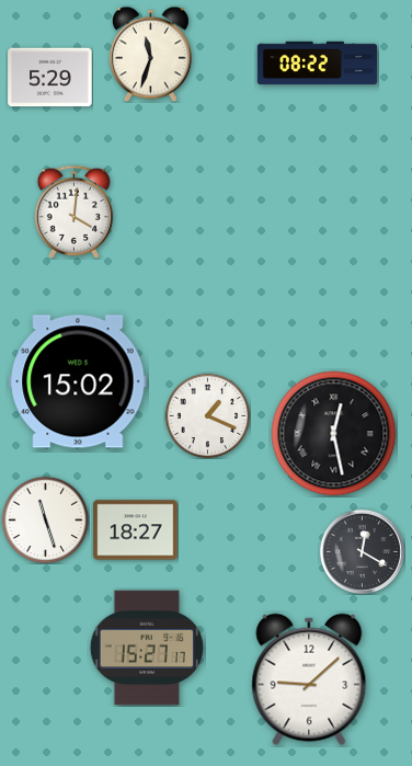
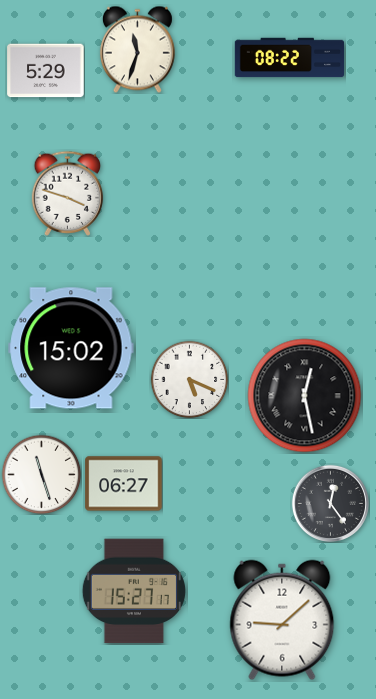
clock at (75, 211): 4:01 -> 3:48
clock at (207, 415): 1:19 -> 5:19
clock at (136, 530): 18:27 -> 06:27
clock at (362, 551): 12:20 -> 12:24
